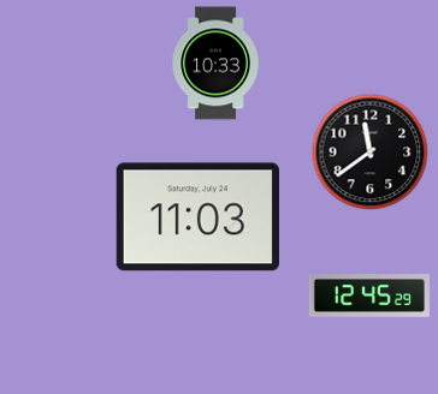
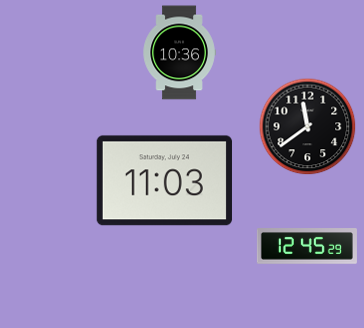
clock at (215, 64): 10:33 -> 10:36
